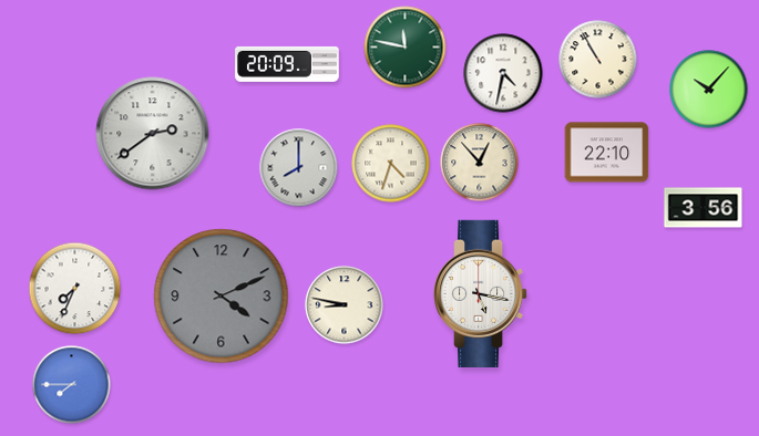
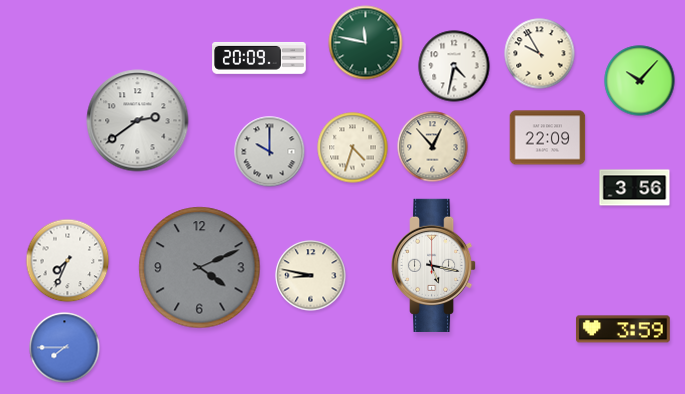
clock at (598, 60): 10:55 -> 9:55
clock at (607, 153): 22:10 -> 22:09
clock at (299, 168): 8:00 -> 10:00
clock at (624, 329): none -> 3:59
